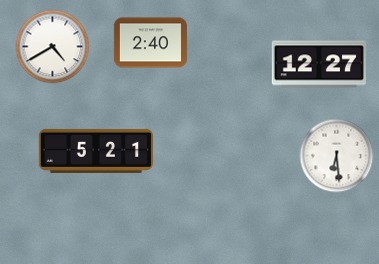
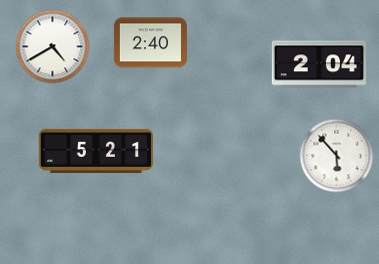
clock at (319, 64): 12:27 -> 2:04
clock at (337, 156): 6:29 -> 5:53
